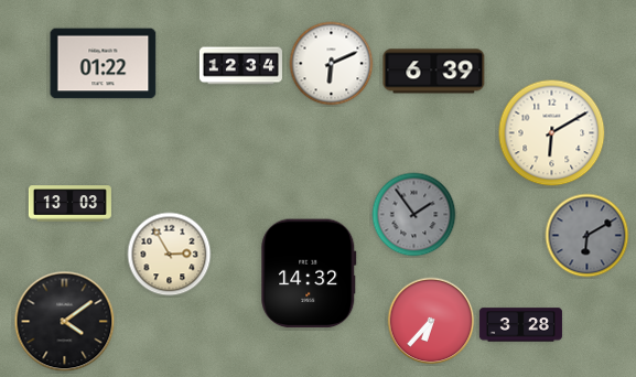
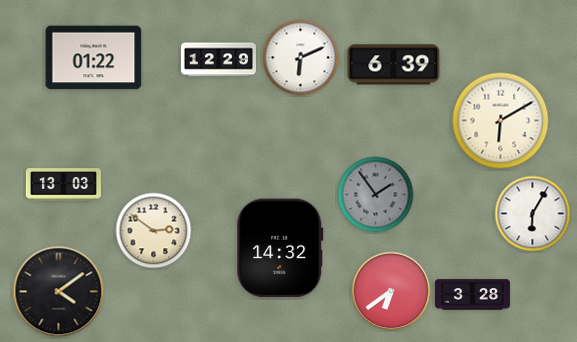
clock at (240, 66): 12:34 -> 12:29
clock at (588, 236): 6:10 -> 6:05
clock at (588, 236) dial: grey -> white
clock at (170, 255): 2:55 -> 2:51
clock at (431, 321): 6:37 -> 6:39
